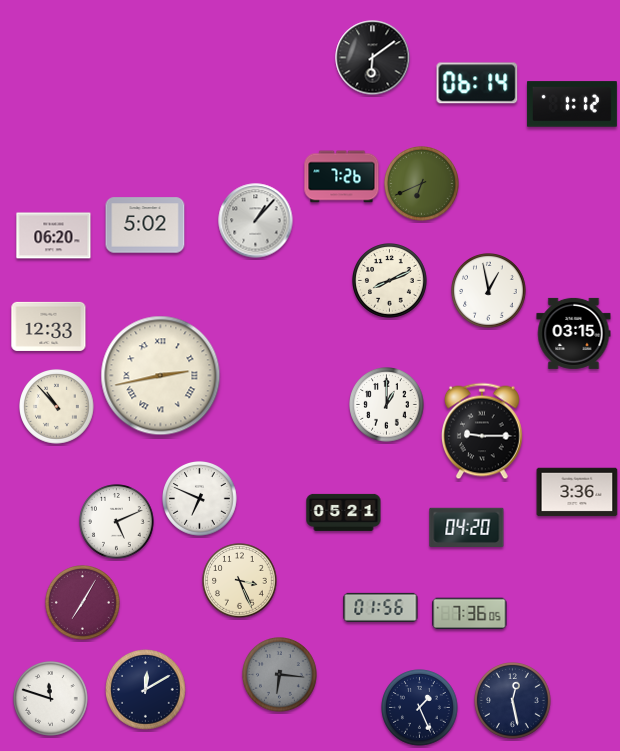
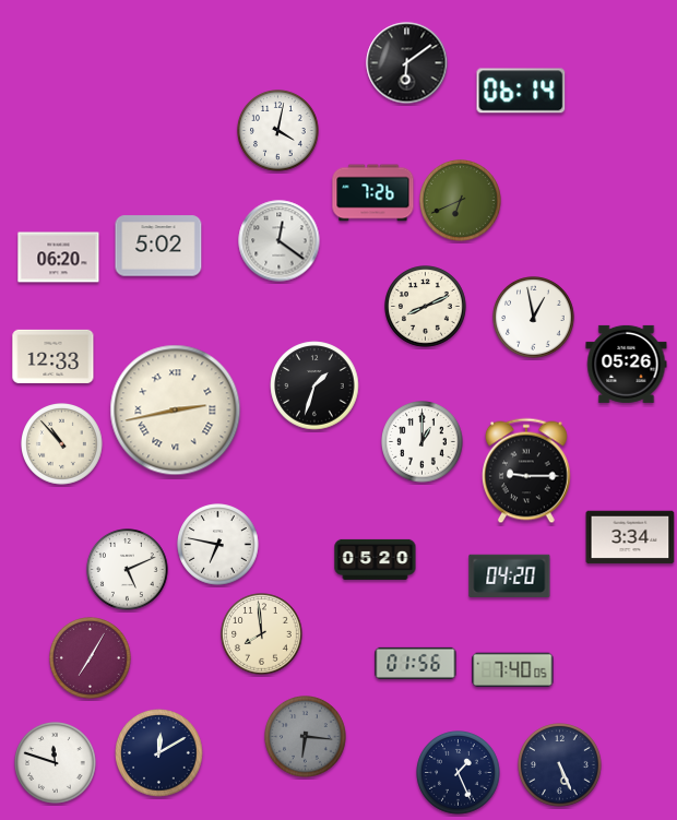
clock at (572, 104): 1:12 -> none
clock at (278, 131): none -> 4:02
clock at (256, 221): 1:07 -> 12:21
clock at (574, 333): 03:15 -> 05:26
clock at (314, 385): none -> 1:33
clock at (577, 492): 3:36 -> 3:34
clock at (200, 499): 6:49 -> 6:47
clock at (344, 512): 05:21 -> 05:20
clock at (240, 581): 3:26 -> 7:59
clock at (470, 614): 7:36 -> 7:40
clock at (513, 701): 12:28 -> 5:26
